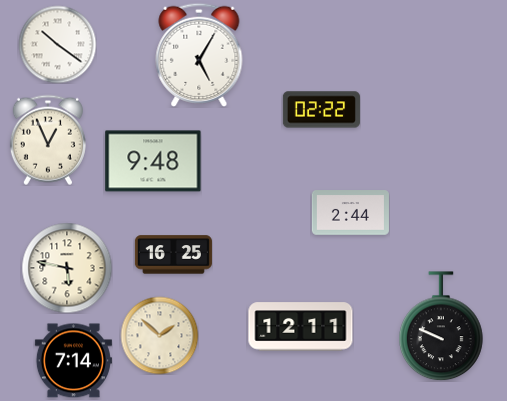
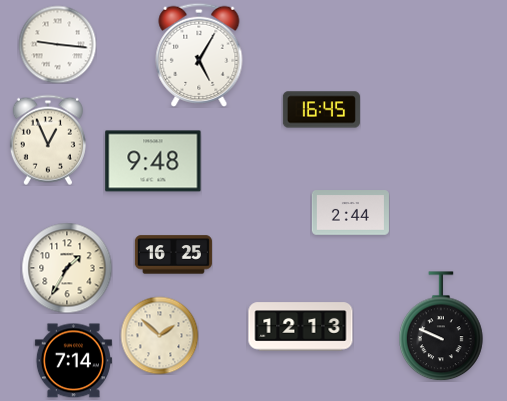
clock at (57, 44): 10:21 -> 9:16
clock at (321, 110): 02:22 -> 16:45
clock at (67, 268): 5:47 -> 1:35
clock at (301, 327): 12:11 -> 12:13
